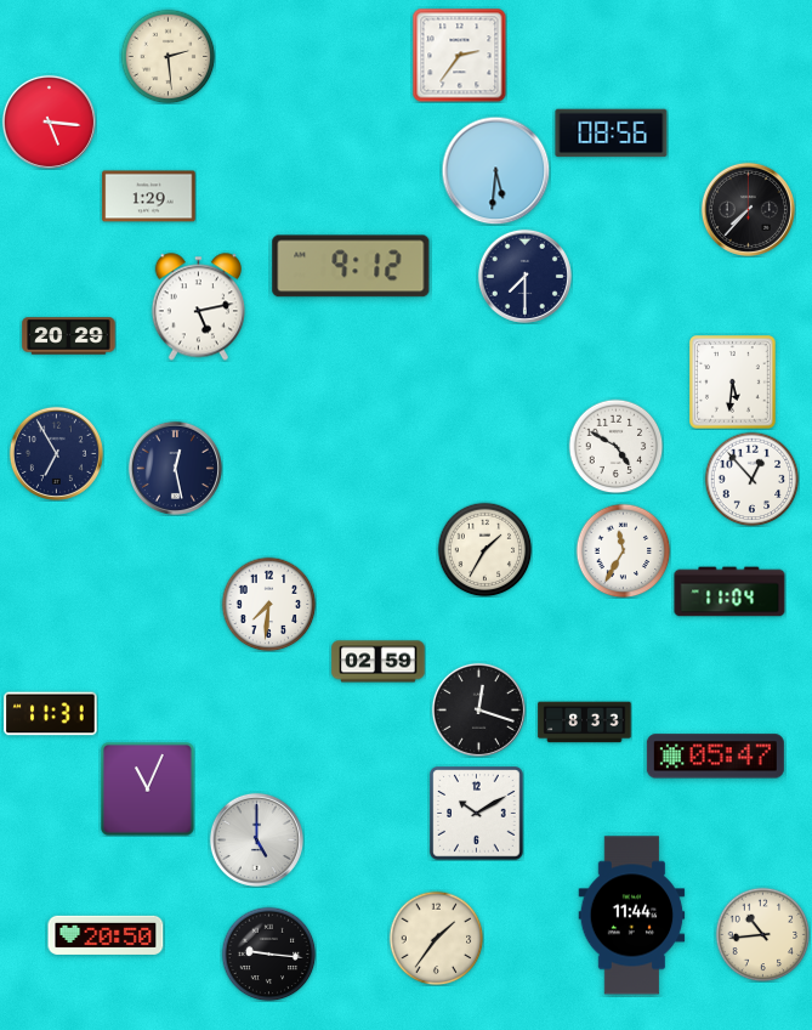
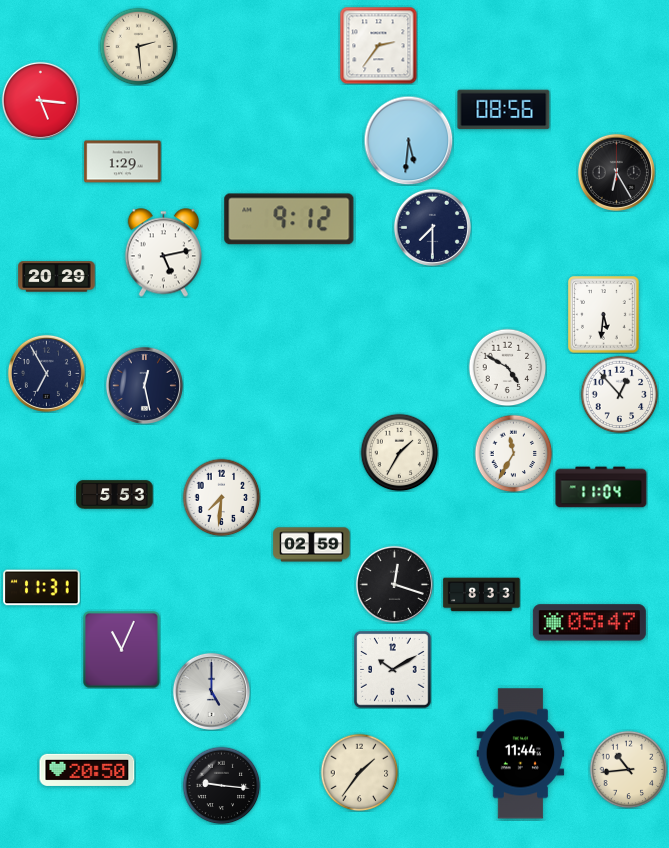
clock at (748, 209): 7:37 -> 6:25
clock at (115, 495): none -> 5:53
